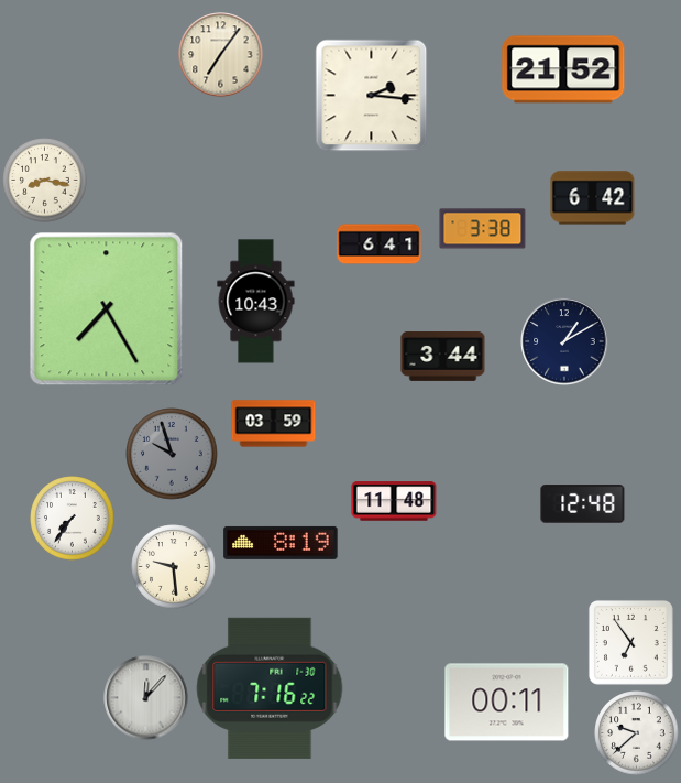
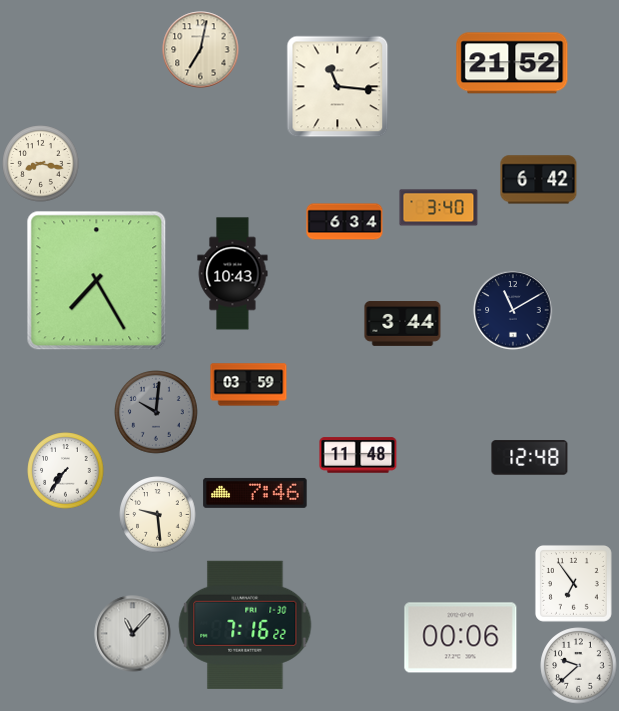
clock at (221, 55): 7:06 -> 7:02
clock at (372, 96): 2:16 -> 11:16
clock at (483, 229): 3:38 -> 3:40
clock at (380, 244): 6:41 -> 6:34
clock at (564, 341): 1:10 -> 11:10
clock at (173, 455): 9:57 -> 10:01
clock at (281, 543): 8:19 -> 7:46
clock at (146, 698): 12:07 -> 11:07
clock at (507, 703): 00:11 -> 00:06
